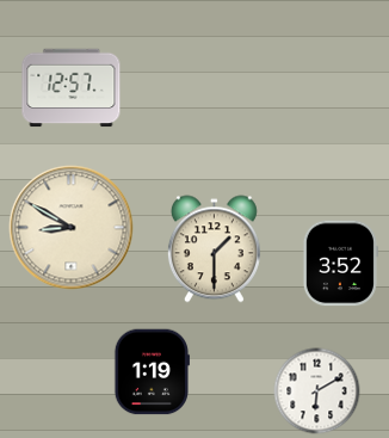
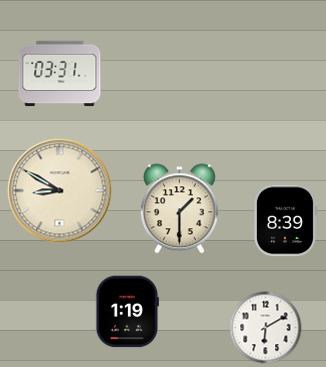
clock at (72, 88): 12:57 -> 03:31
clock at (340, 264): 3:52 -> 8:39
